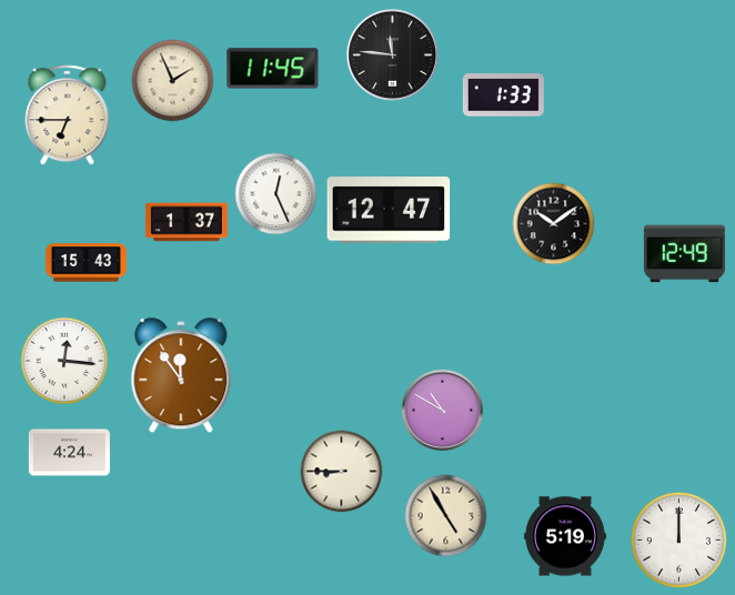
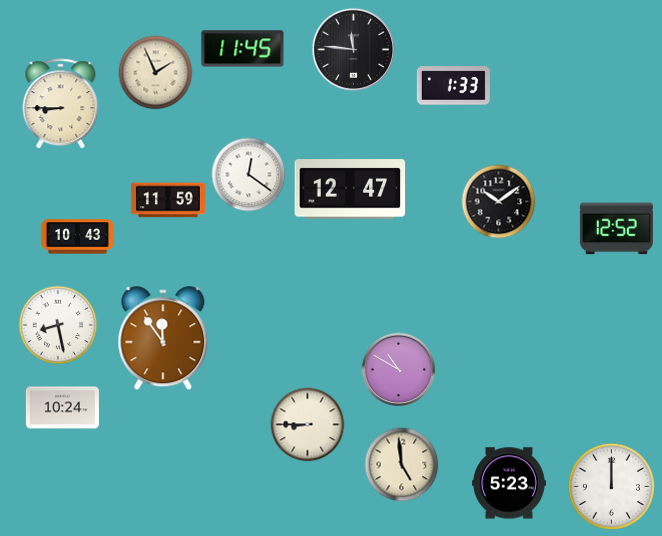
clock at (273, 69) position: (273, 69) -> (243, 49)
clock at (68, 115): 6:45 -> 8:45
clock at (276, 194): 12:26 -> 12:21
clock at (187, 222): 1:37 -> 11:59
clock at (684, 254): 12:49 -> 12:52
clock at (85, 263): 15:43 -> 10:43
clock at (64, 361): 12:16 -> 8:28
clock at (69, 453): 4:24 -> 10:24
clock at (446, 516): 4:55 -> 4:59
clock at (565, 536): 5:19 -> 5:23
